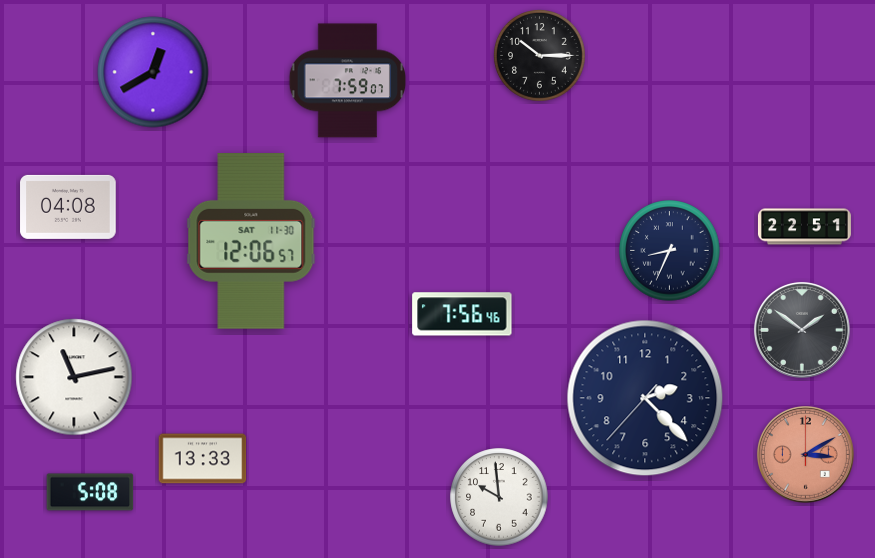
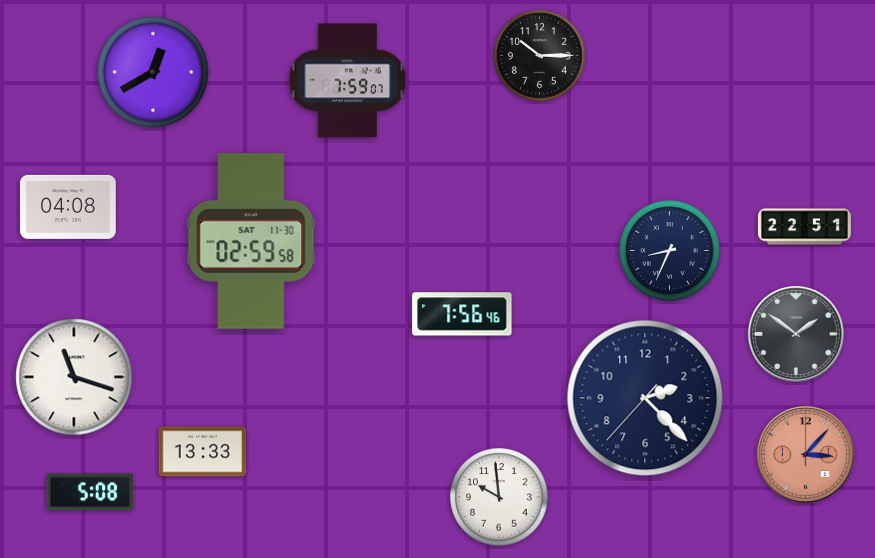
clock at (251, 242): 12:06 -> 02:59
clock at (802, 330) position: (802, 330) -> (796, 334)
clock at (74, 377): 11:13 -> 11:18
clock at (805, 454): 3:10 -> 3:07
clock at (203, 459) position: (203, 459) -> (203, 452)
